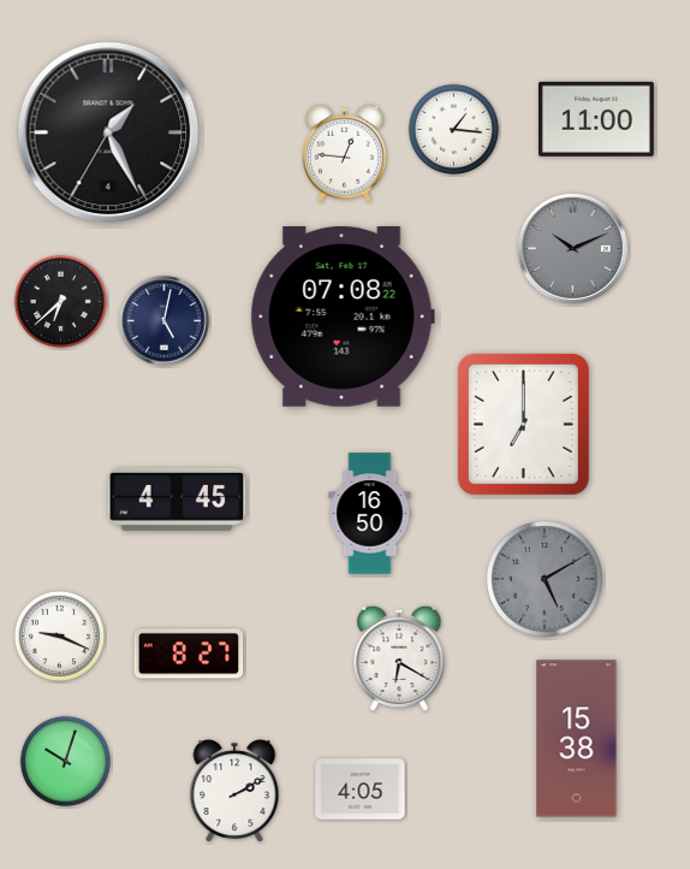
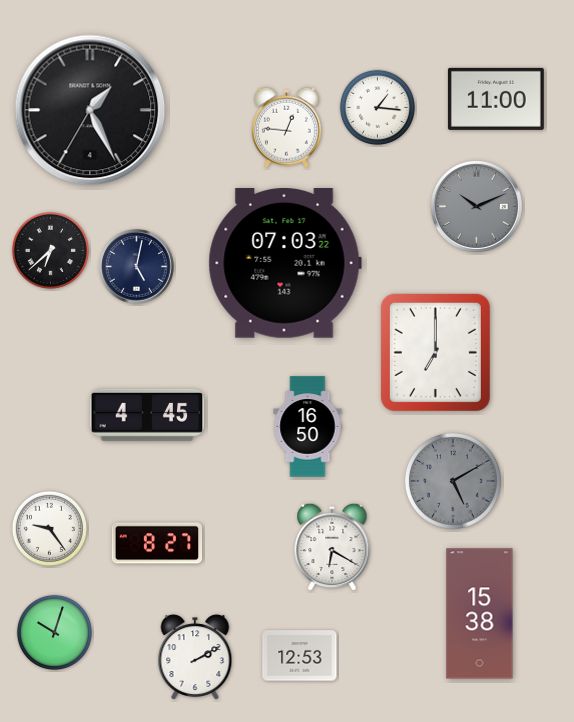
clock at (343, 318): 07:08 -> 07:03
clock at (59, 636): 9:19 -> 9:24
clock at (361, 790): 4:05 -> 12:53
